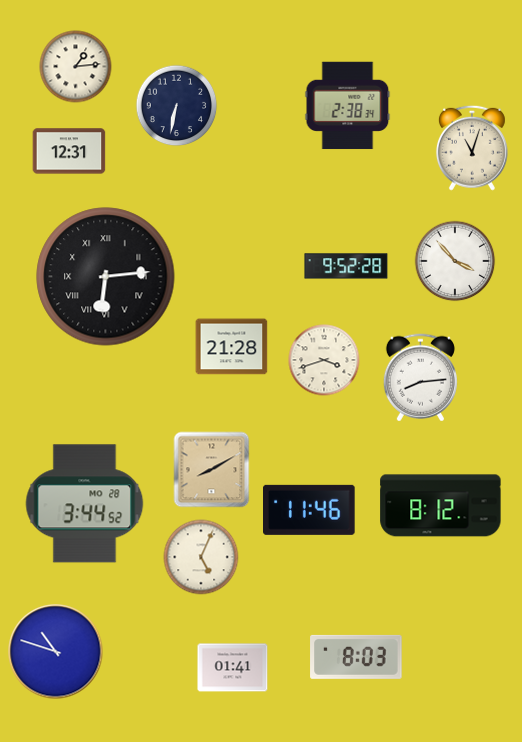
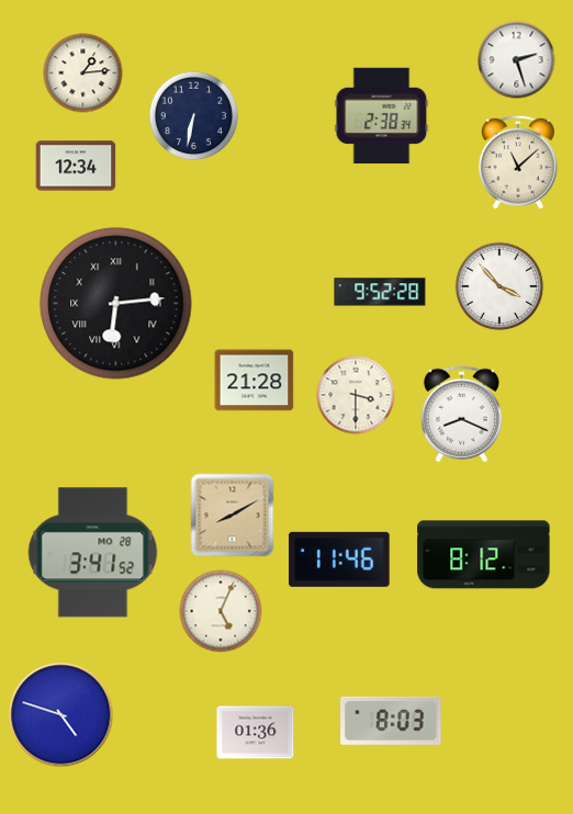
clock at (517, 60): none -> 2:27
clock at (472, 148): 11:03 -> 11:08
clock at (69, 151): 12:31 -> 12:34
clock at (324, 360): 3:42 -> 3:30
clock at (420, 378): 8:14 -> 8:19
clock at (85, 504): 3:44 -> 3:41
clock at (56, 652): 10:48 -> 4:48
clock at (233, 668): 01:41 -> 01:36
